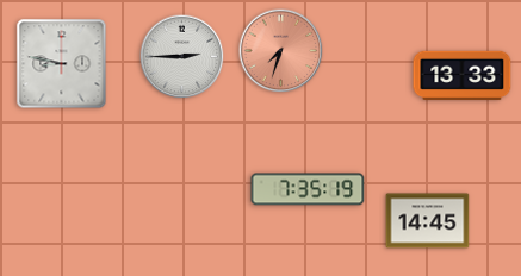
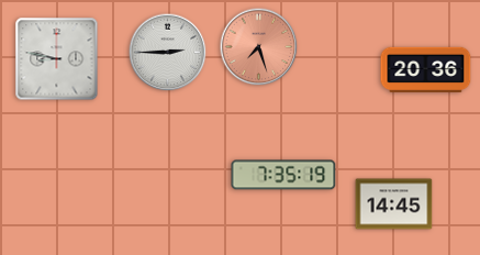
clock at (281, 51): 7:33 -> 7:27
clock at (463, 76): 13:33 -> 20:36
